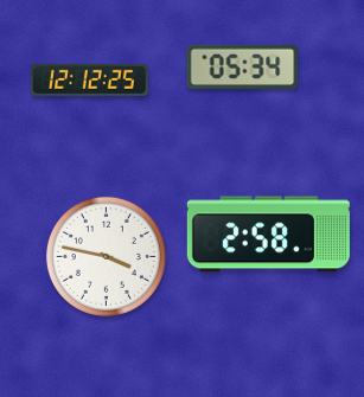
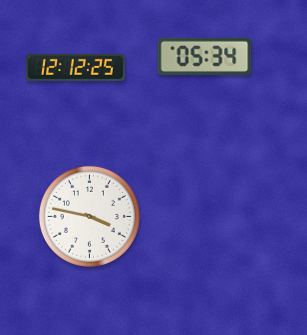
clock at (268, 235): 2:58 -> none
